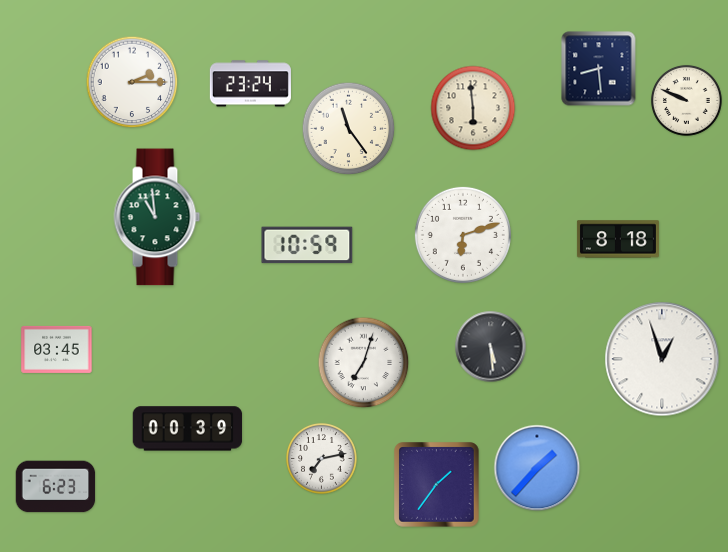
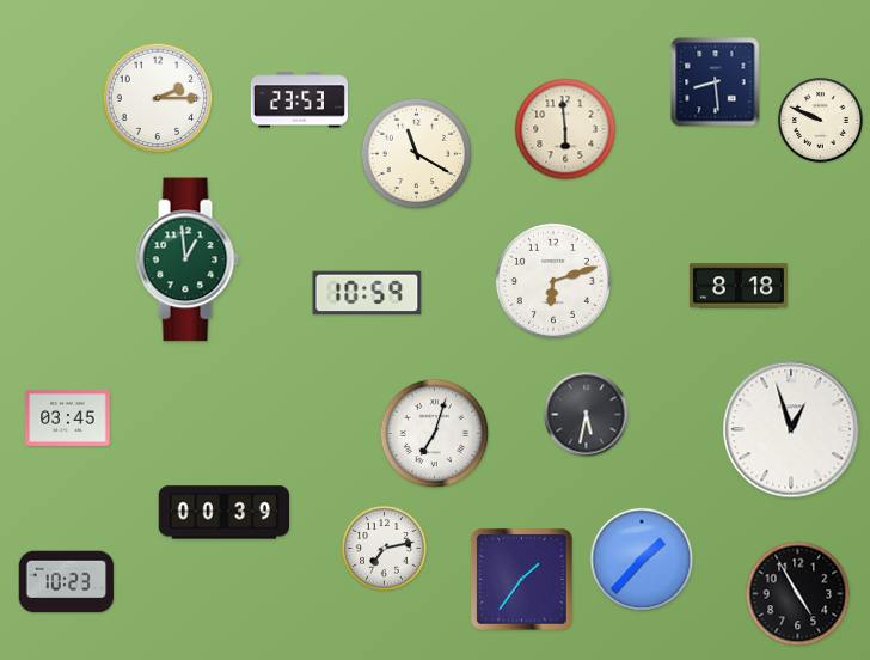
clock at (250, 84): 23:24 -> 23:53
clock at (349, 129): 11:24 -> 11:20
clock at (157, 217): 10:59 -> 12:59
clock at (491, 347): 5:29 -> 5:32
clock at (56, 487): 6:23 -> 10:23
clock at (798, 594): none -> 4:55
